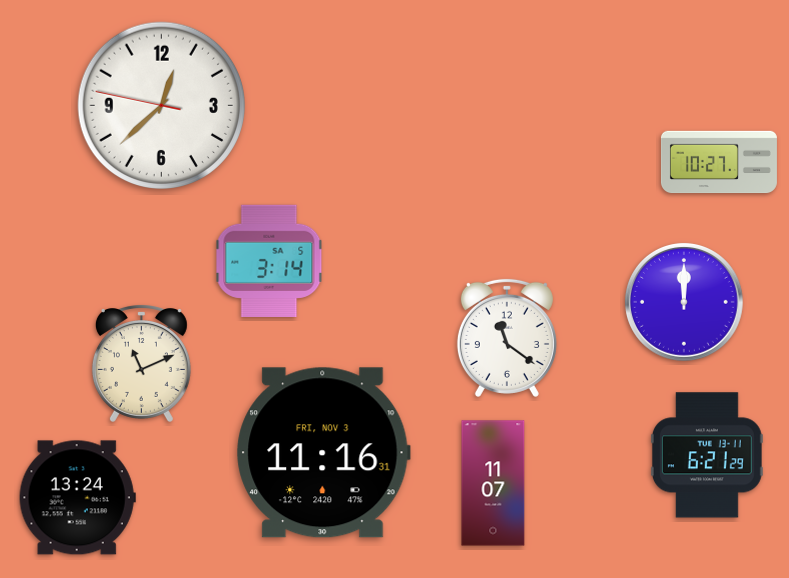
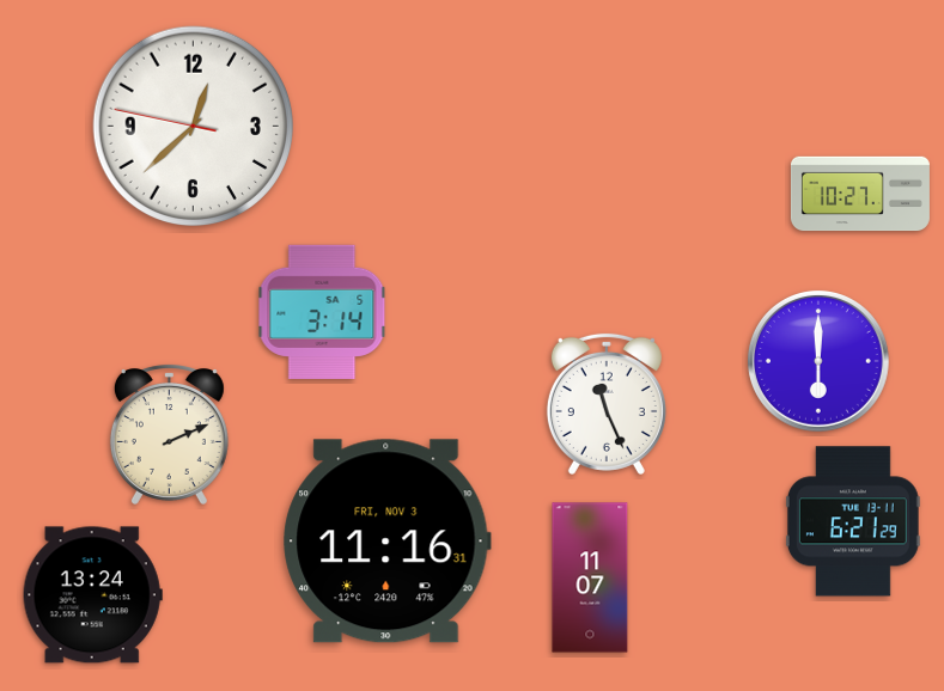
clock at (684, 302): 12:00 -> 6:00
clock at (507, 338): 11:21 -> 11:26
clock at (141, 364): 11:11 -> 2:11
clock at (707, 455) position: (707, 455) -> (853, 521)
